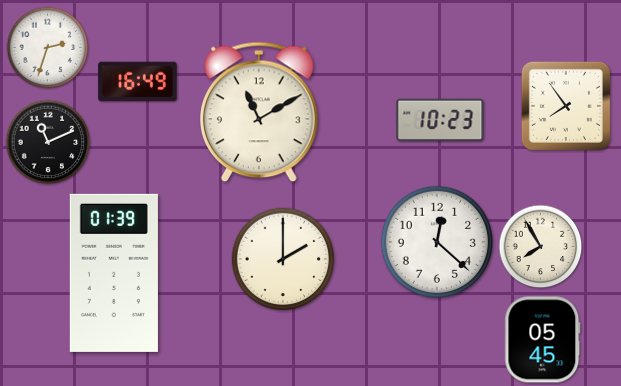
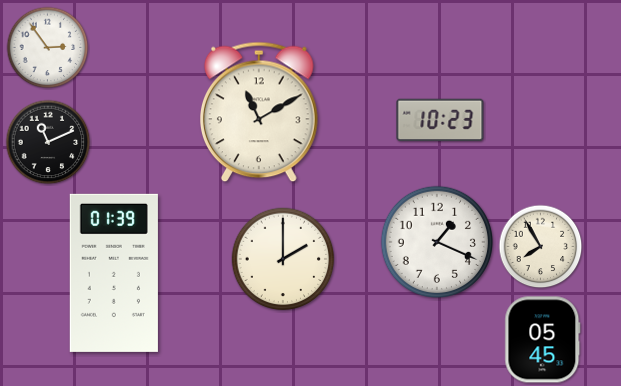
clock at (48, 48): 2:33 -> 2:54
clock at (138, 82): 16:49 -> none
clock at (566, 106): 7:54 -> none
clock at (436, 241): 12:22 -> 1:19
